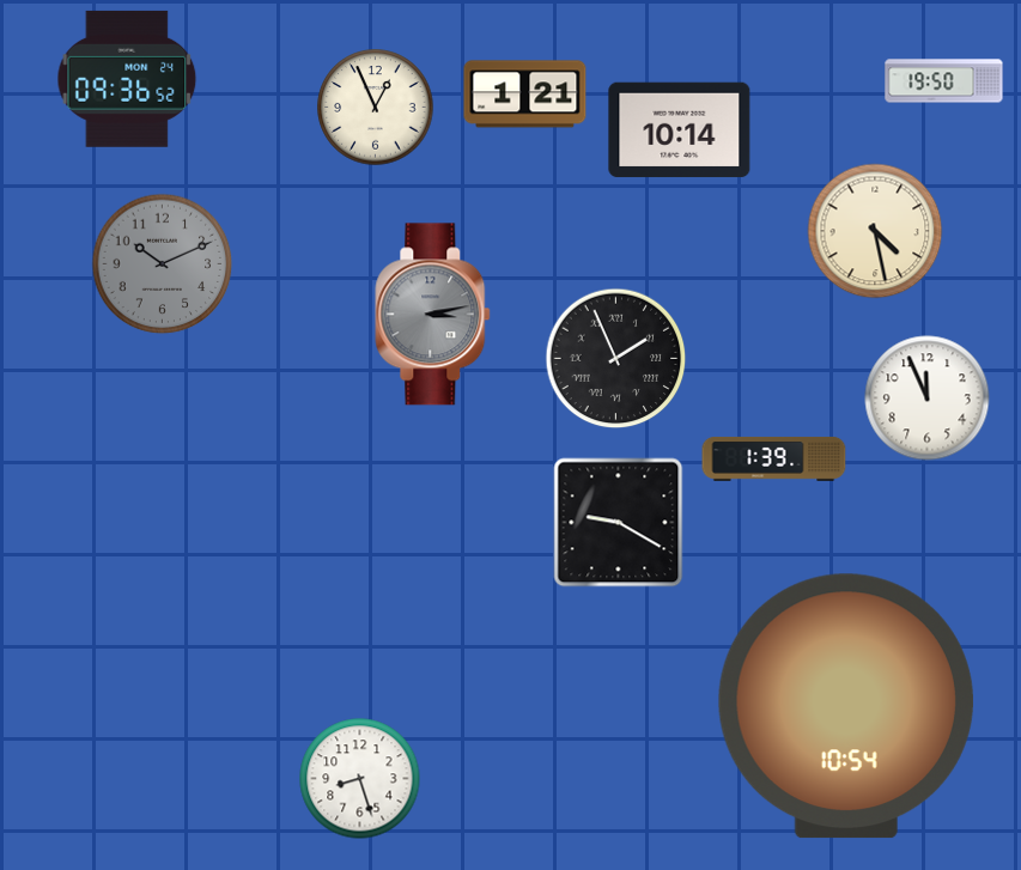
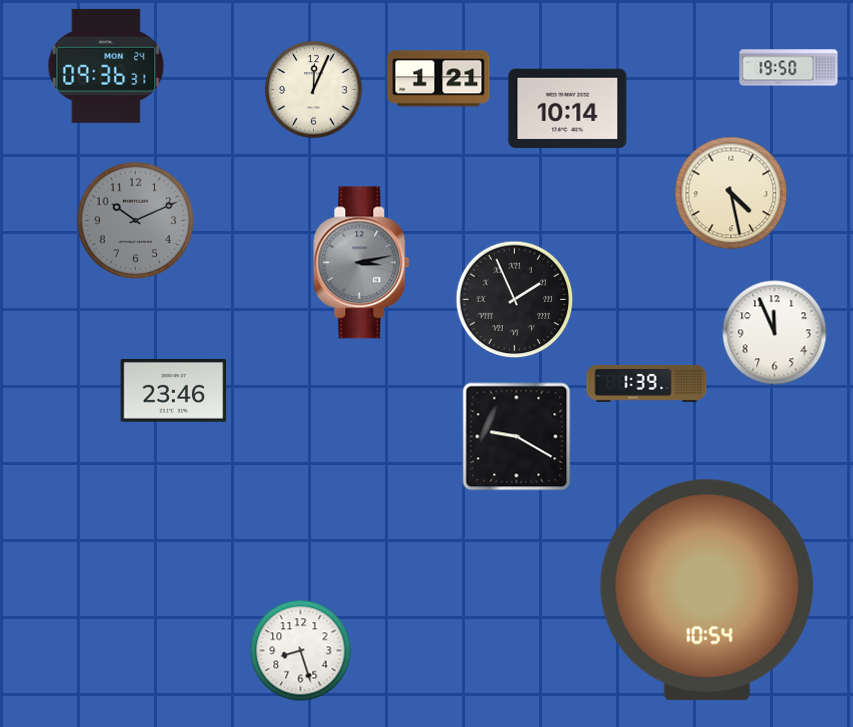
clock at (127, 79): 09:36:52 -> 09:36:31
clock at (376, 108): 12:56 -> 12:04
clock at (174, 391): none -> 23:46
